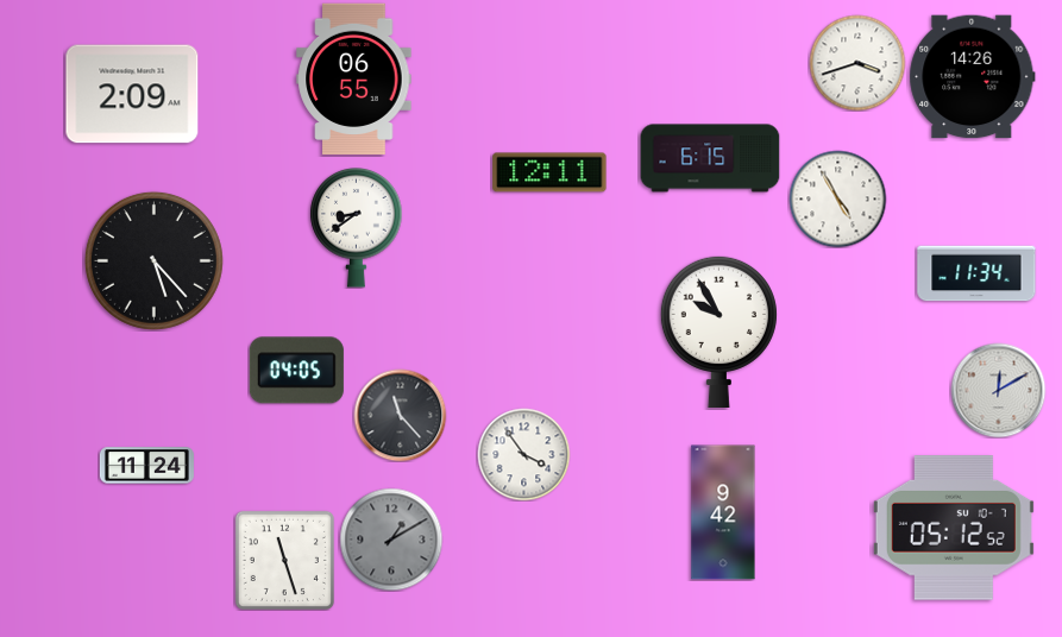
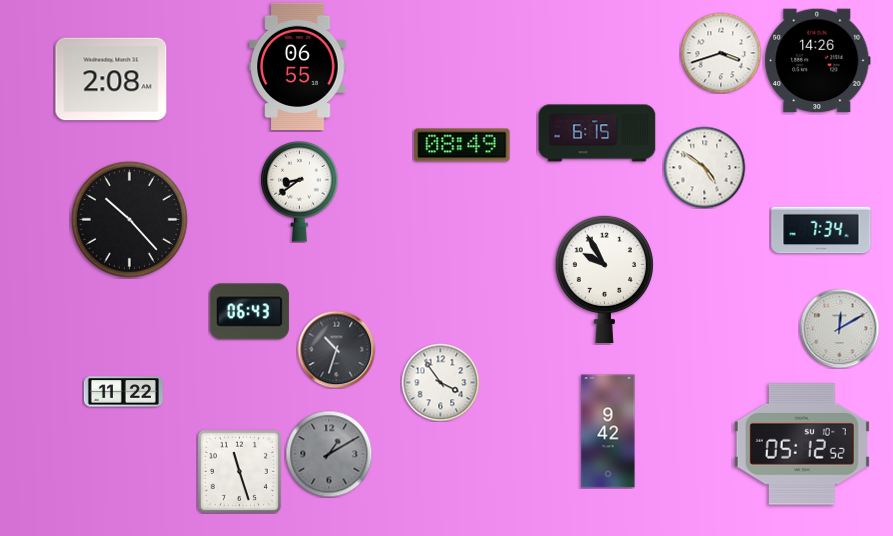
clock at (973, 77) position: (973, 77) -> (818, 61)
clock at (132, 94): 2:09 -> 2:08
clock at (549, 172): 12:11 -> 08:49
clock at (837, 198): 4:55 -> 4:51
clock at (153, 260): 5:23 -> 10:23
clock at (976, 273): 11:34 -> 7:34
clock at (296, 371): 04:05 -> 06:43
clock at (400, 415): 11:23 -> 10:33
clock at (146, 466): 11:24 -> 11:22
